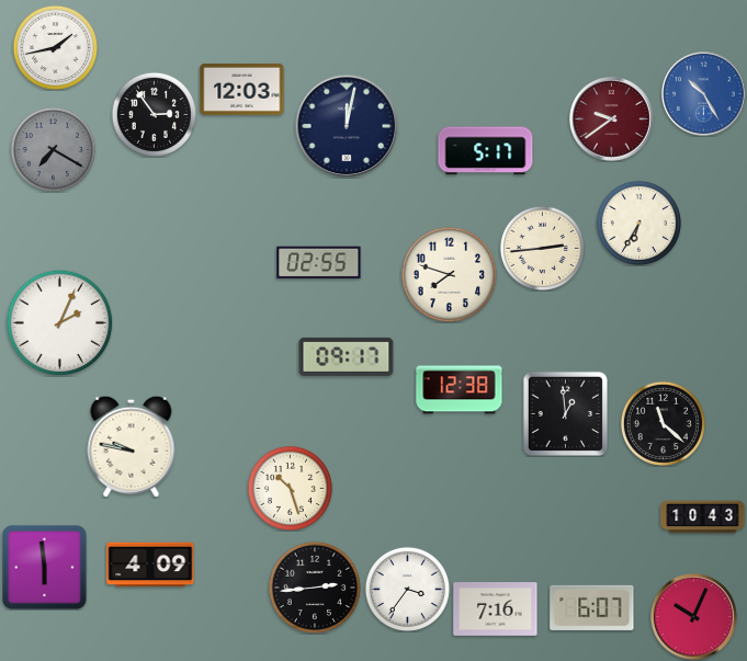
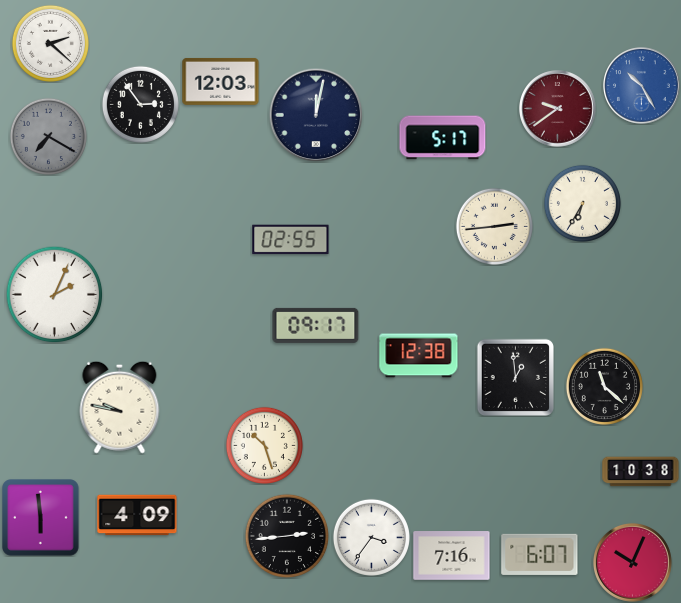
clock at (55, 47): 1:43 -> 2:22
clock at (449, 274): 7:48 -> none
clock at (703, 517): 10:43 -> 10:38
